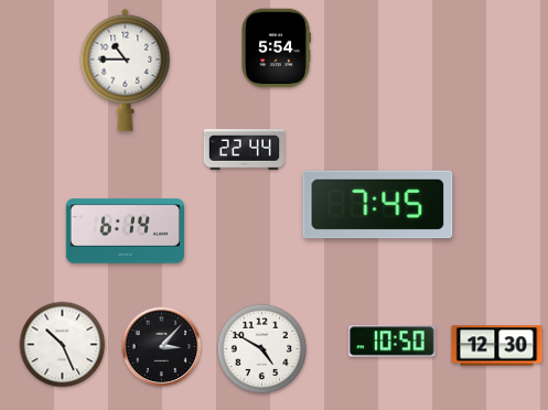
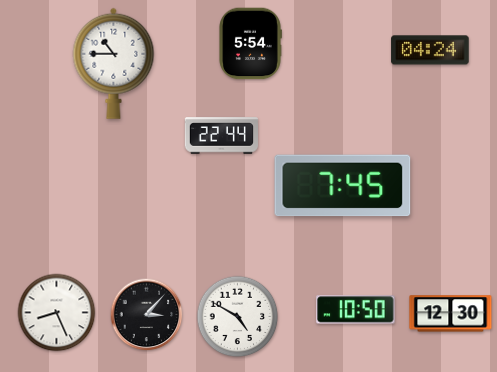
clock at (430, 50): none -> 04:24
clock at (125, 231): 6:14 -> none
clock at (63, 345): 10:26 -> 8:26
